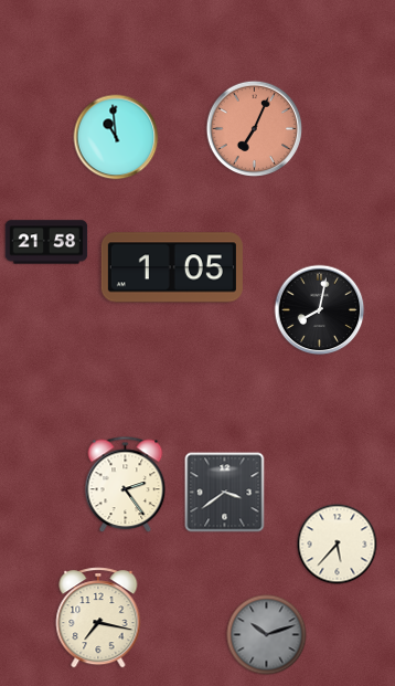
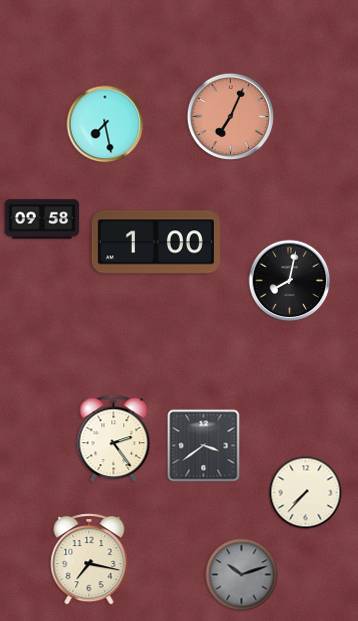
clock at (116, 137): 10:59 -> 7:28
clock at (46, 242): 21:58 -> 09:58
clock at (172, 267): 1:05 -> 1:00
clock at (338, 545): 5:37 -> 7:37
